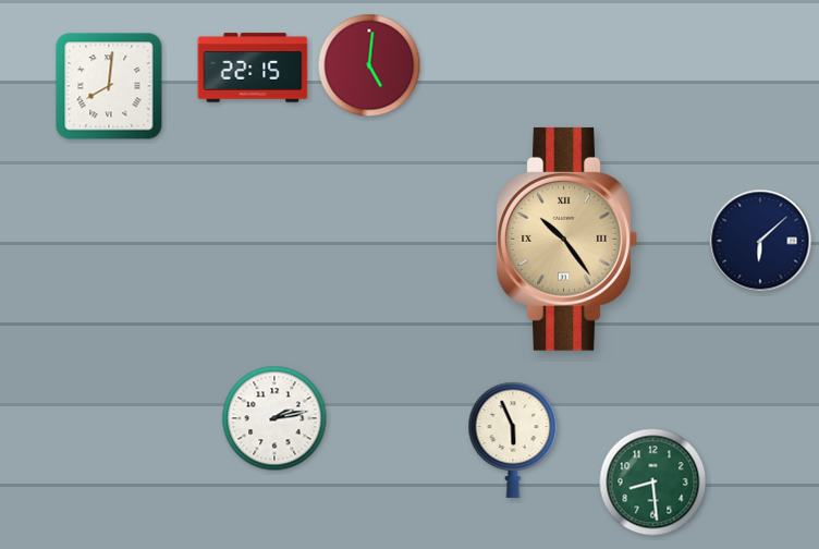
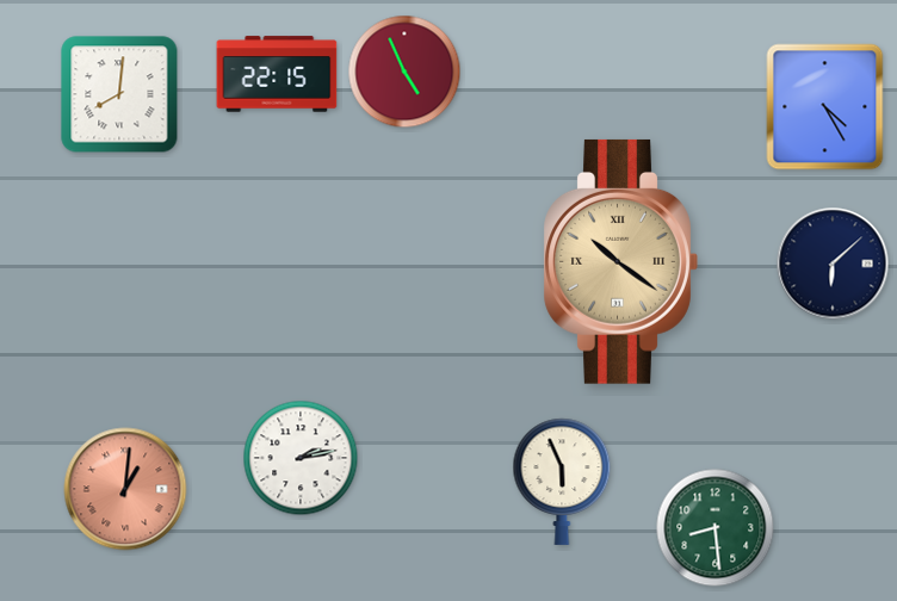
clock at (369, 65): 5:01 -> 4:56
clock at (825, 107): none -> 4:25
clock at (566, 239): 10:24 -> 10:21
clock at (125, 489): none -> 1:01
